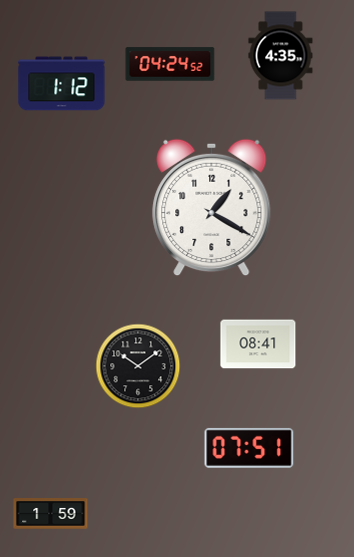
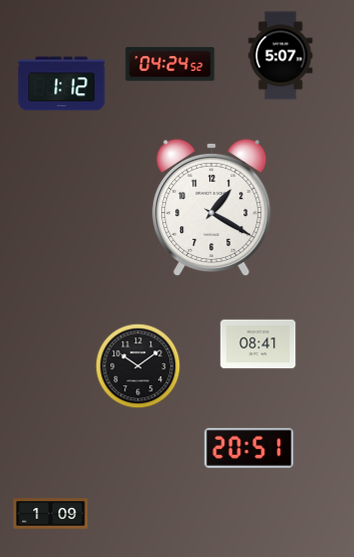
clock at (281, 56): 4:35 -> 5:07
clock at (249, 448): 07:51 -> 20:51
clock at (51, 514): 1:59 -> 1:09
